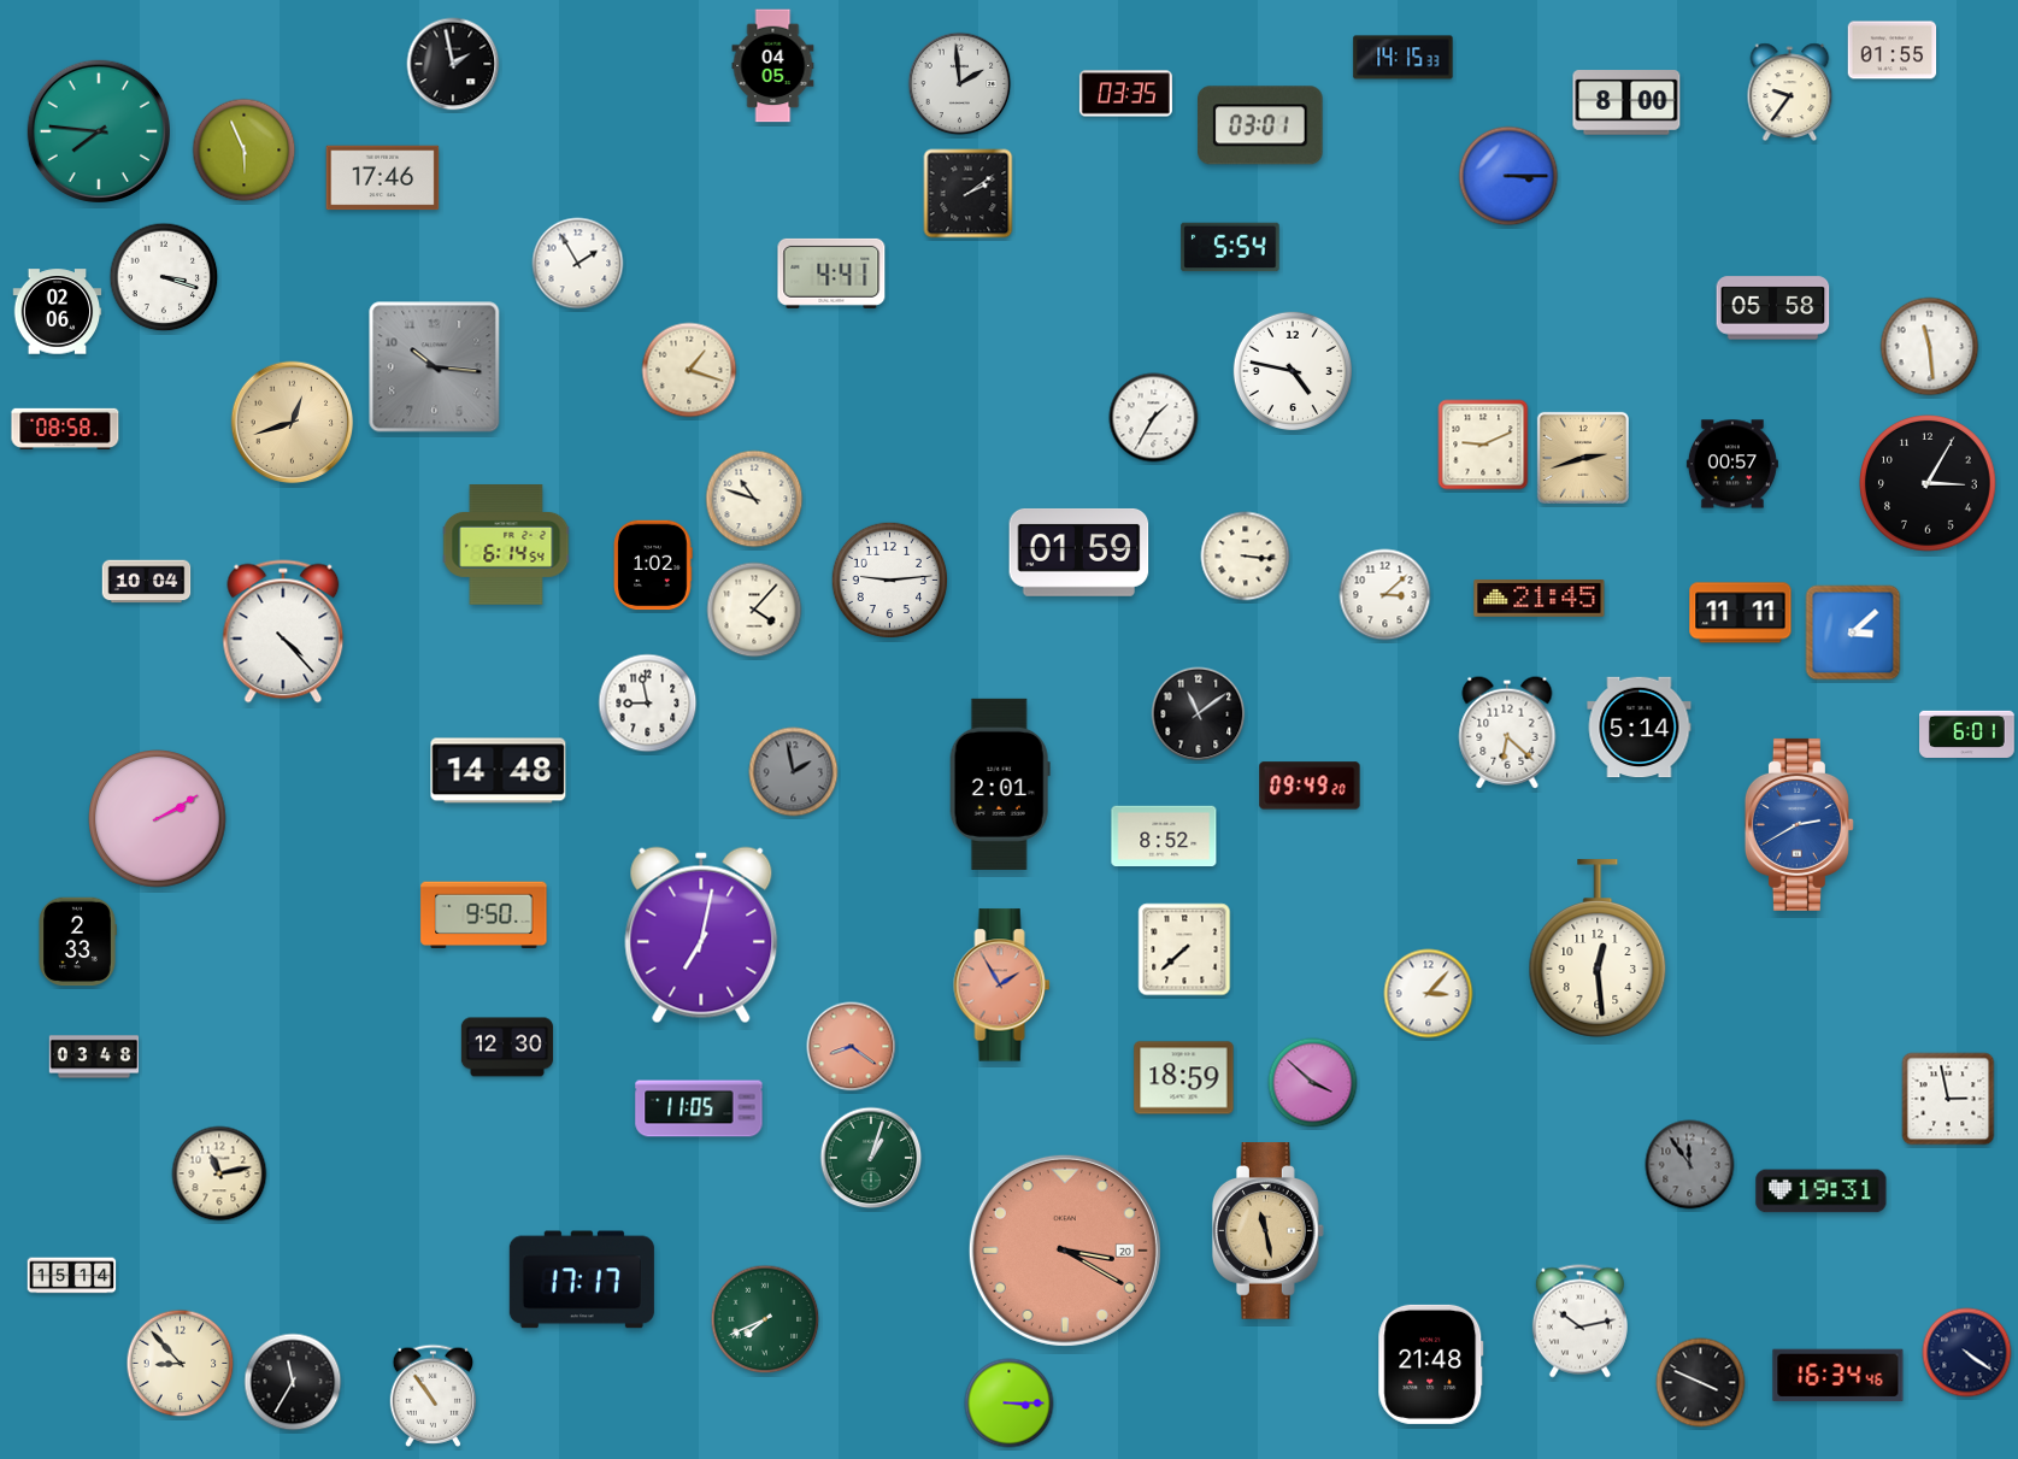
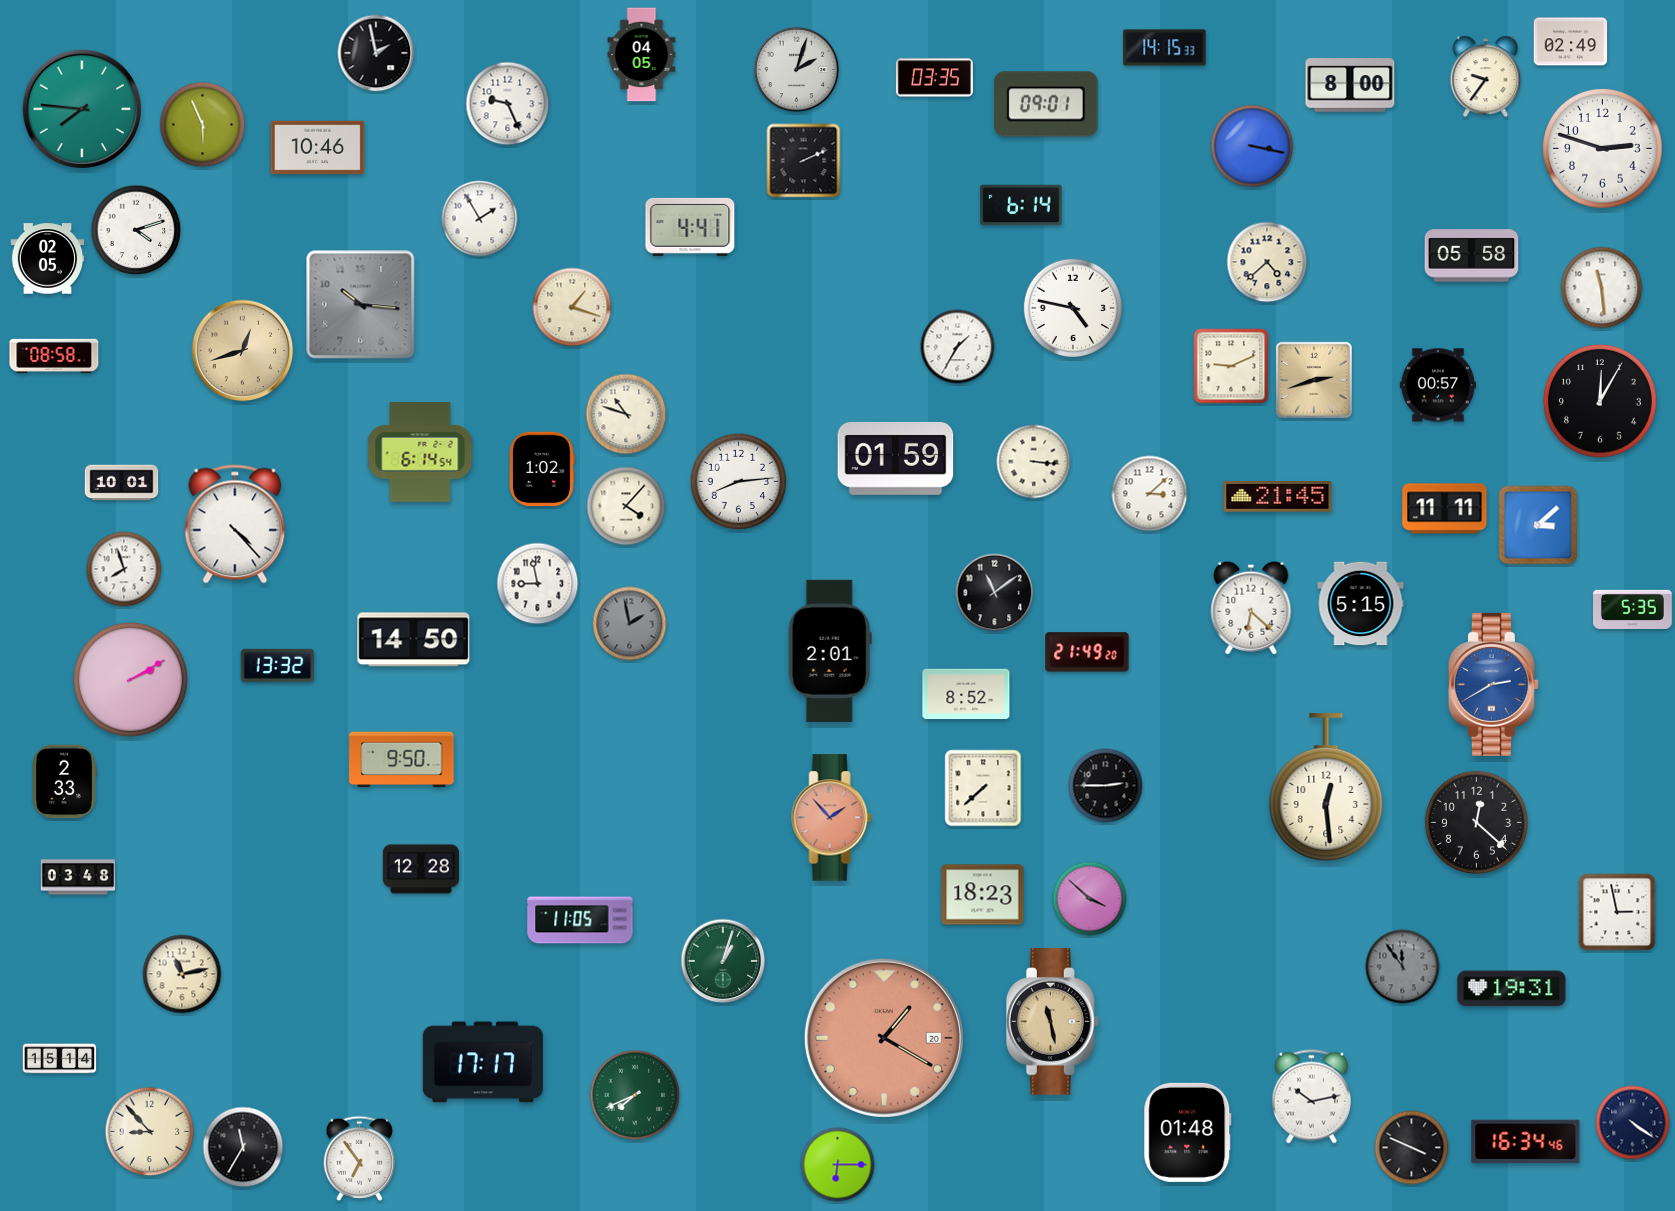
clock at (1893, 51): 01:55 -> 02:49
clock at (960, 84): 1:59 -> 2:03
clock at (508, 104): none -> 9:26
clock at (1260, 125): 03:01 -> 09:01
clock at (1508, 176): 3:15 -> 3:17
clock at (383, 178): 17:46 -> 10:46
clock at (1603, 149): none -> 2:48
clock at (969, 194): 2:09 -> 2:11
clock at (1230, 247): 5:54 -> 6:14
clock at (164, 277): 3:18 -> 4:12
clock at (58, 312): 02:06 -> 02:05
clock at (1267, 262): none -> 4:38
clock at (1483, 445) position: (1483, 445) -> (1231, 366)
clock at (1929, 484): 3:05 -> 12:05
clock at (890, 581): 9:14 -> 8:14
clock at (147, 582): 10:04 -> 10:01
clock at (124, 569): none -> 7:57
clock at (1640, 728): 5:14 -> 5:15
clock at (1967, 734): 6:01 -> 5:35
clock at (499, 771): 14:48 -> 14:50
clock at (794, 772) position: (794, 772) -> (630, 624)
clock at (1310, 786): 09:49 -> 21:49
clock at (278, 665): none -> 13:32
clock at (701, 935): 7:02 -> none
clock at (1106, 786): none -> 2:45
clock at (1002, 986): 1:55 -> 1:53
clock at (1476, 822): none -> 12:22
clock at (1429, 994): 3:07 -> none
clock at (507, 1047): 12:30 -> 12:28
clock at (852, 1047): 8:21 -> none
clock at (1184, 1078): 18:59 -> 18:23
clock at (1065, 1251): 3:20 -> 1:20
clock at (1431, 1364): 21:48 -> 01:48
clock at (434, 1395): 10:54 -> 6:54
clock at (1010, 1404): 3:15 -> 6:15
